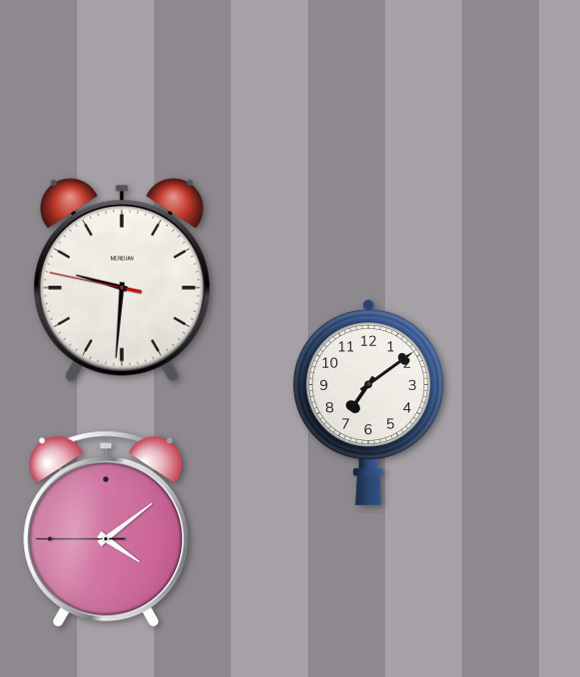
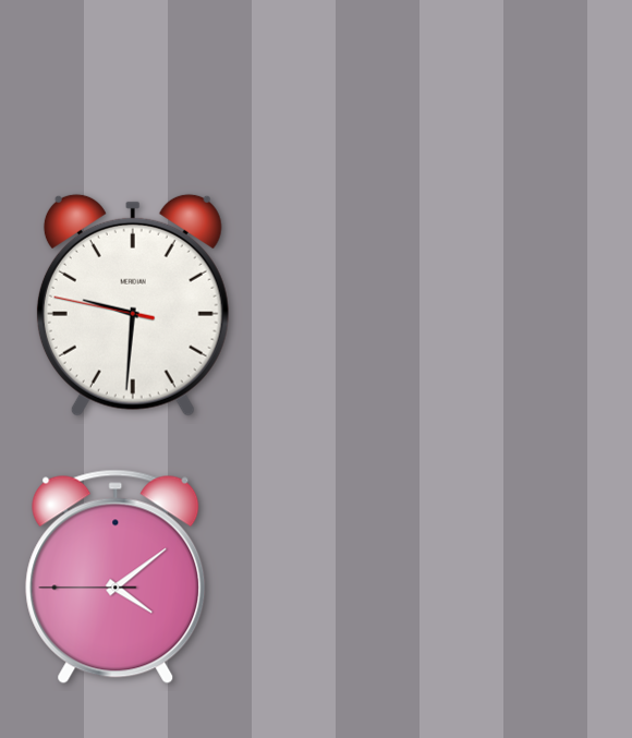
clock at (369, 403): 7:09 -> none
